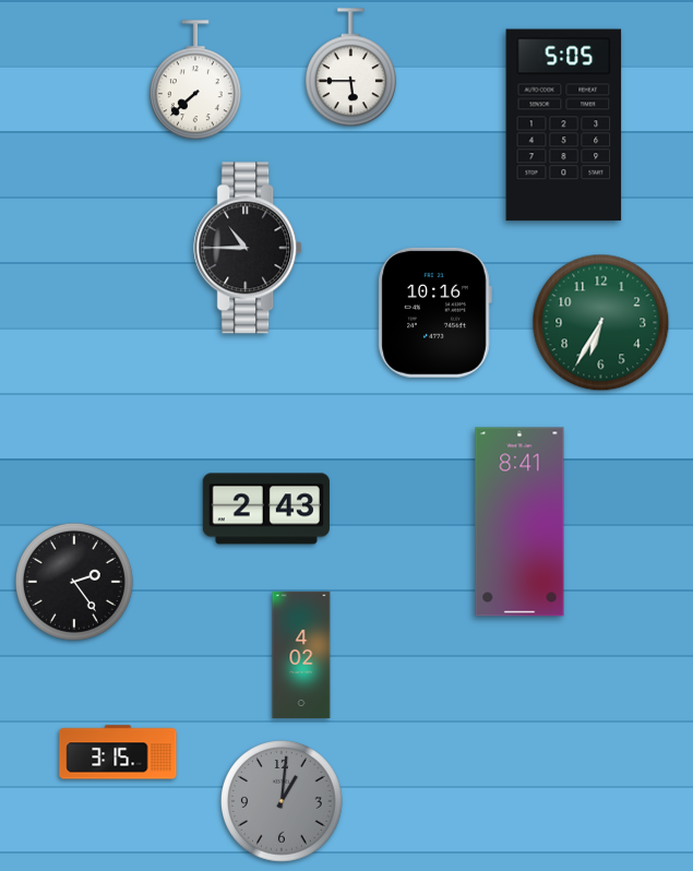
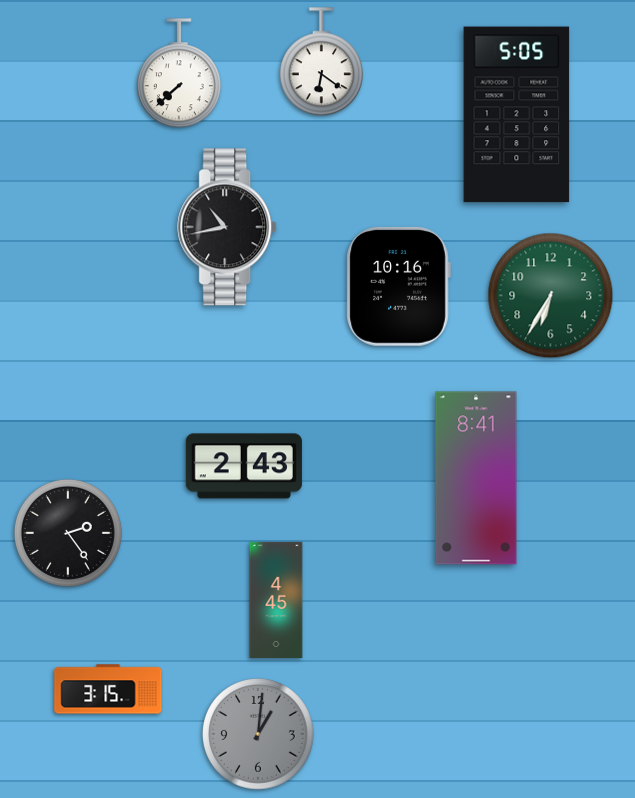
clock at (350, 68): 5:45 -> 6:21
clock at (249, 248): 10:45 -> 10:43
clock at (301, 654): 4:02 -> 4:45
